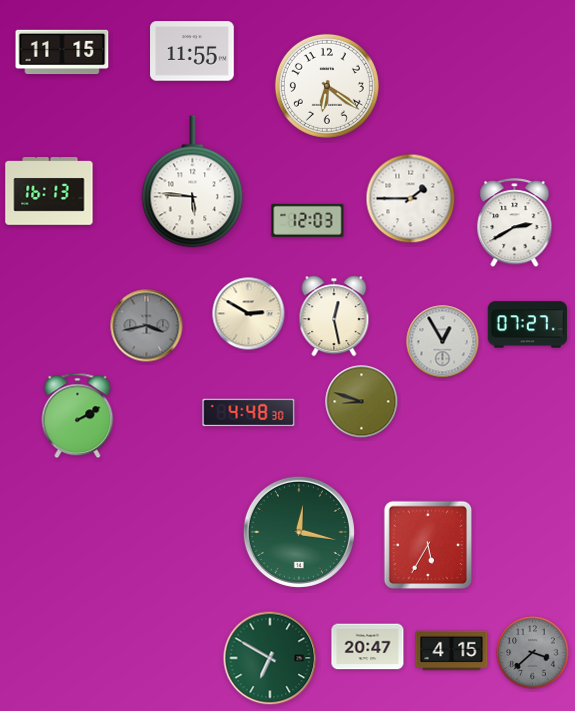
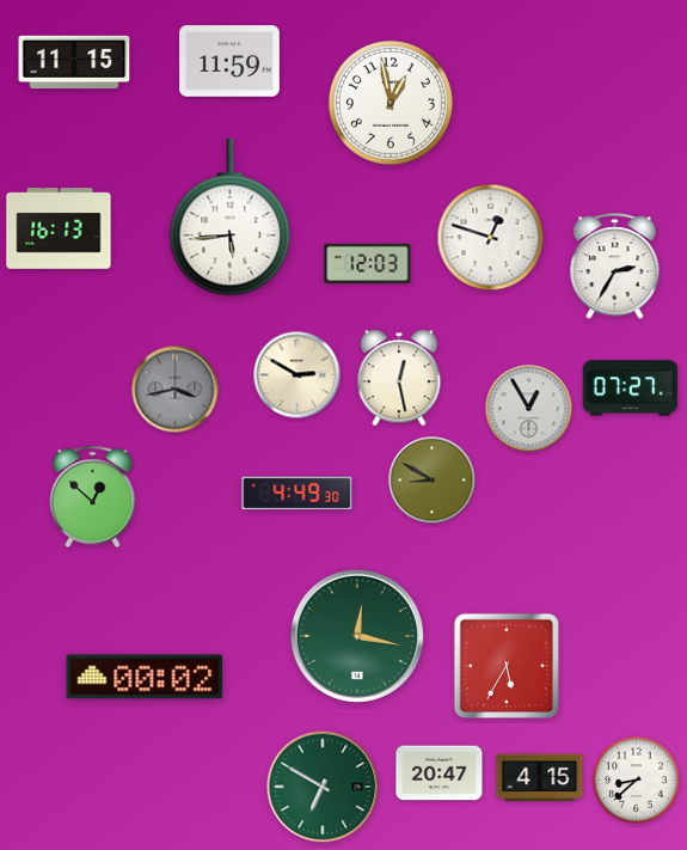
clock at (192, 51): 11:55 -> 11:59
clock at (327, 86): 6:21 -> 12:58
clock at (193, 182): 5:46 -> 5:44
clock at (411, 199): 1:45 -> 12:48
clock at (515, 223): 2:40 -> 2:35
clock at (362, 402): 8:48 -> 8:50
clock at (249, 413): 4:48 -> 4:49
clock at (78, 416): 2:10 -> 12:52
clock at (427, 544) position: (427, 544) -> (505, 665)
clock at (145, 677): none -> 00:02
clock at (533, 653): 3:38 -> 8:38
clock at (533, 653) dial: grey -> white
